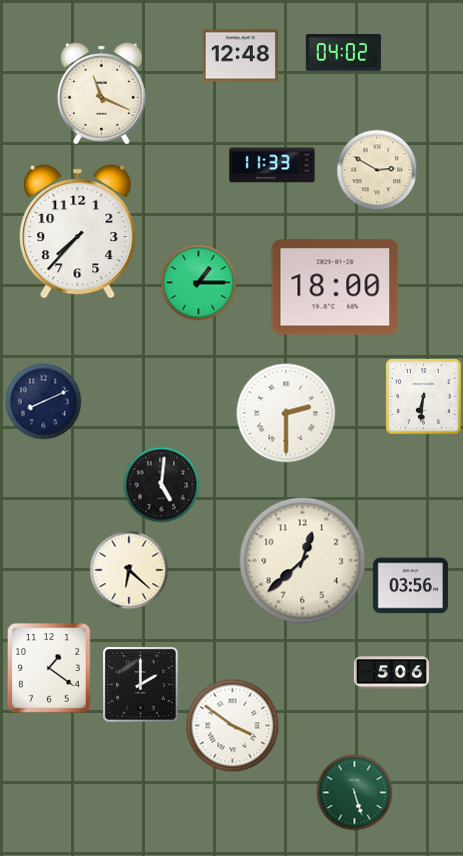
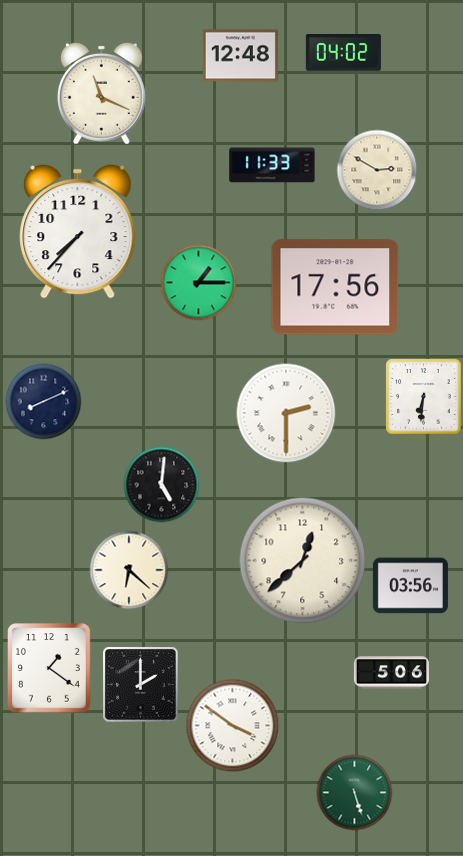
clock at (335, 287): 18:00 -> 17:56
